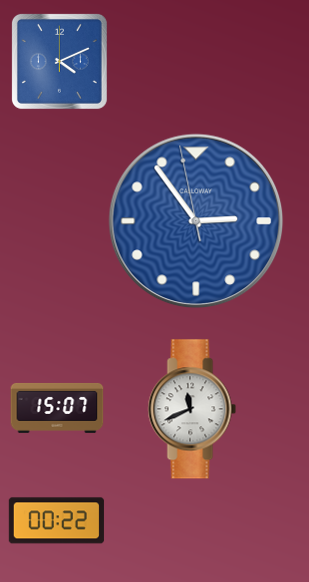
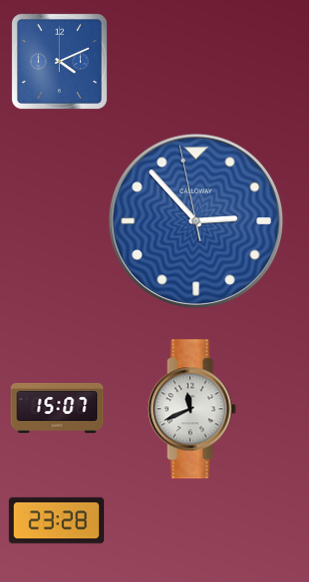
clock at (196, 221): 2:53 -> 2:52
clock at (56, 521): 00:22 -> 23:28
